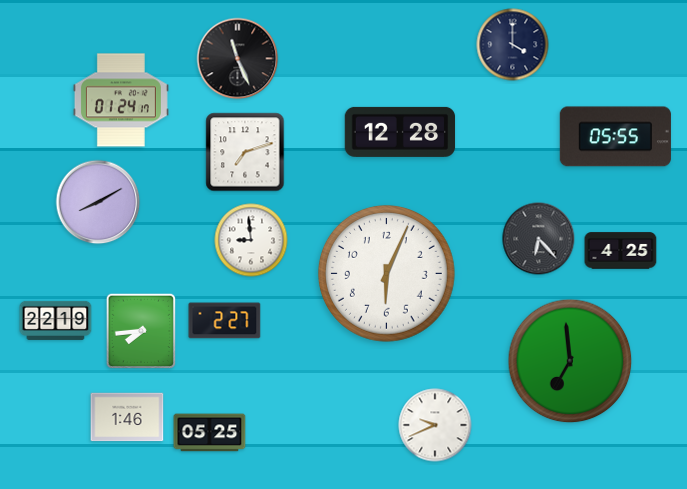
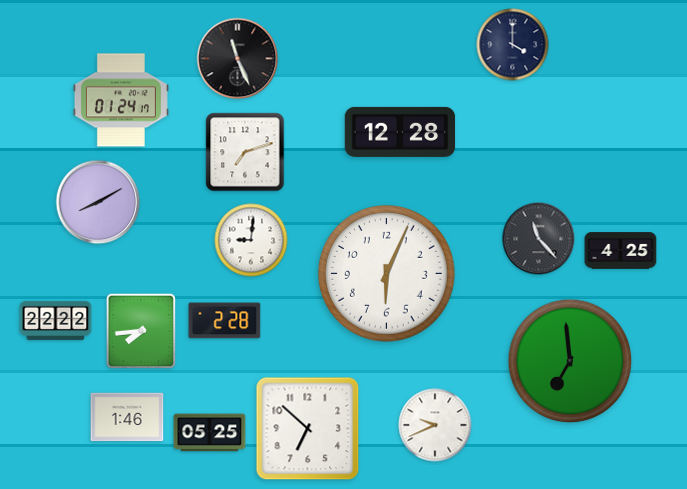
clock at (615, 137): 05:55 -> none
clock at (539, 239): 6:23 -> 11:23
clock at (251, 240): 8:59 -> 9:01
clock at (56, 320): 22:19 -> 22:22
clock at (225, 321): 2:27 -> 2:28
clock at (308, 429): none -> 6:52
